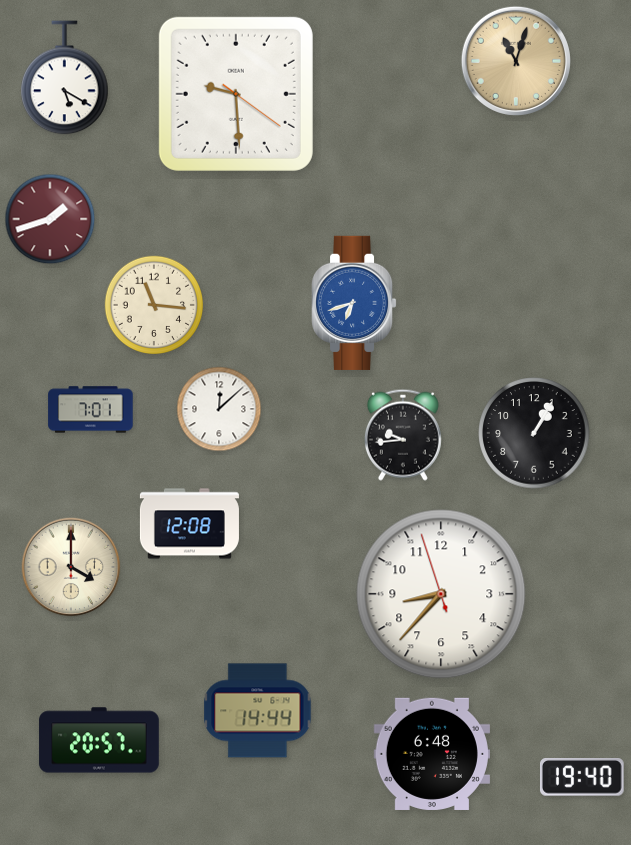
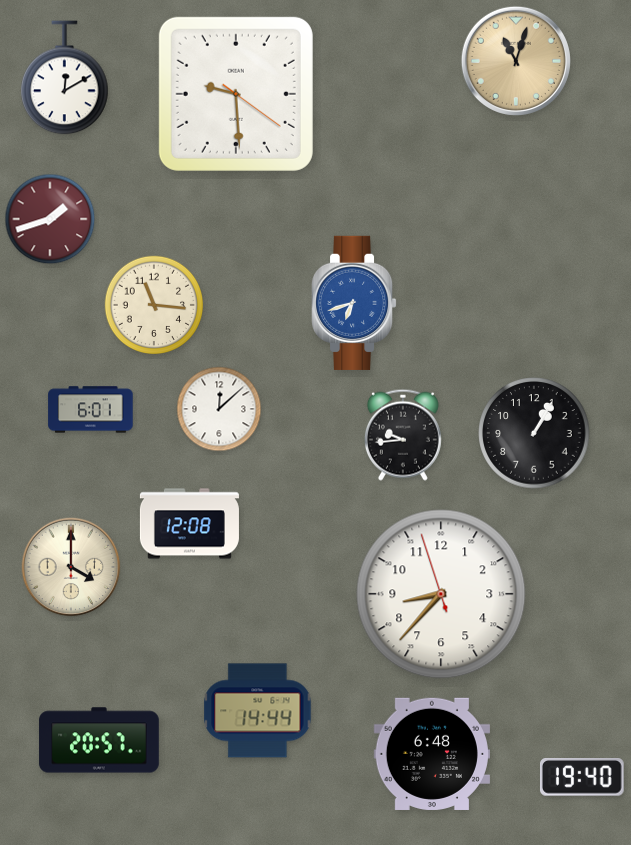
clock at (65, 78): 5:20 -> 12:10
clock at (91, 410): 7:01 -> 6:01
